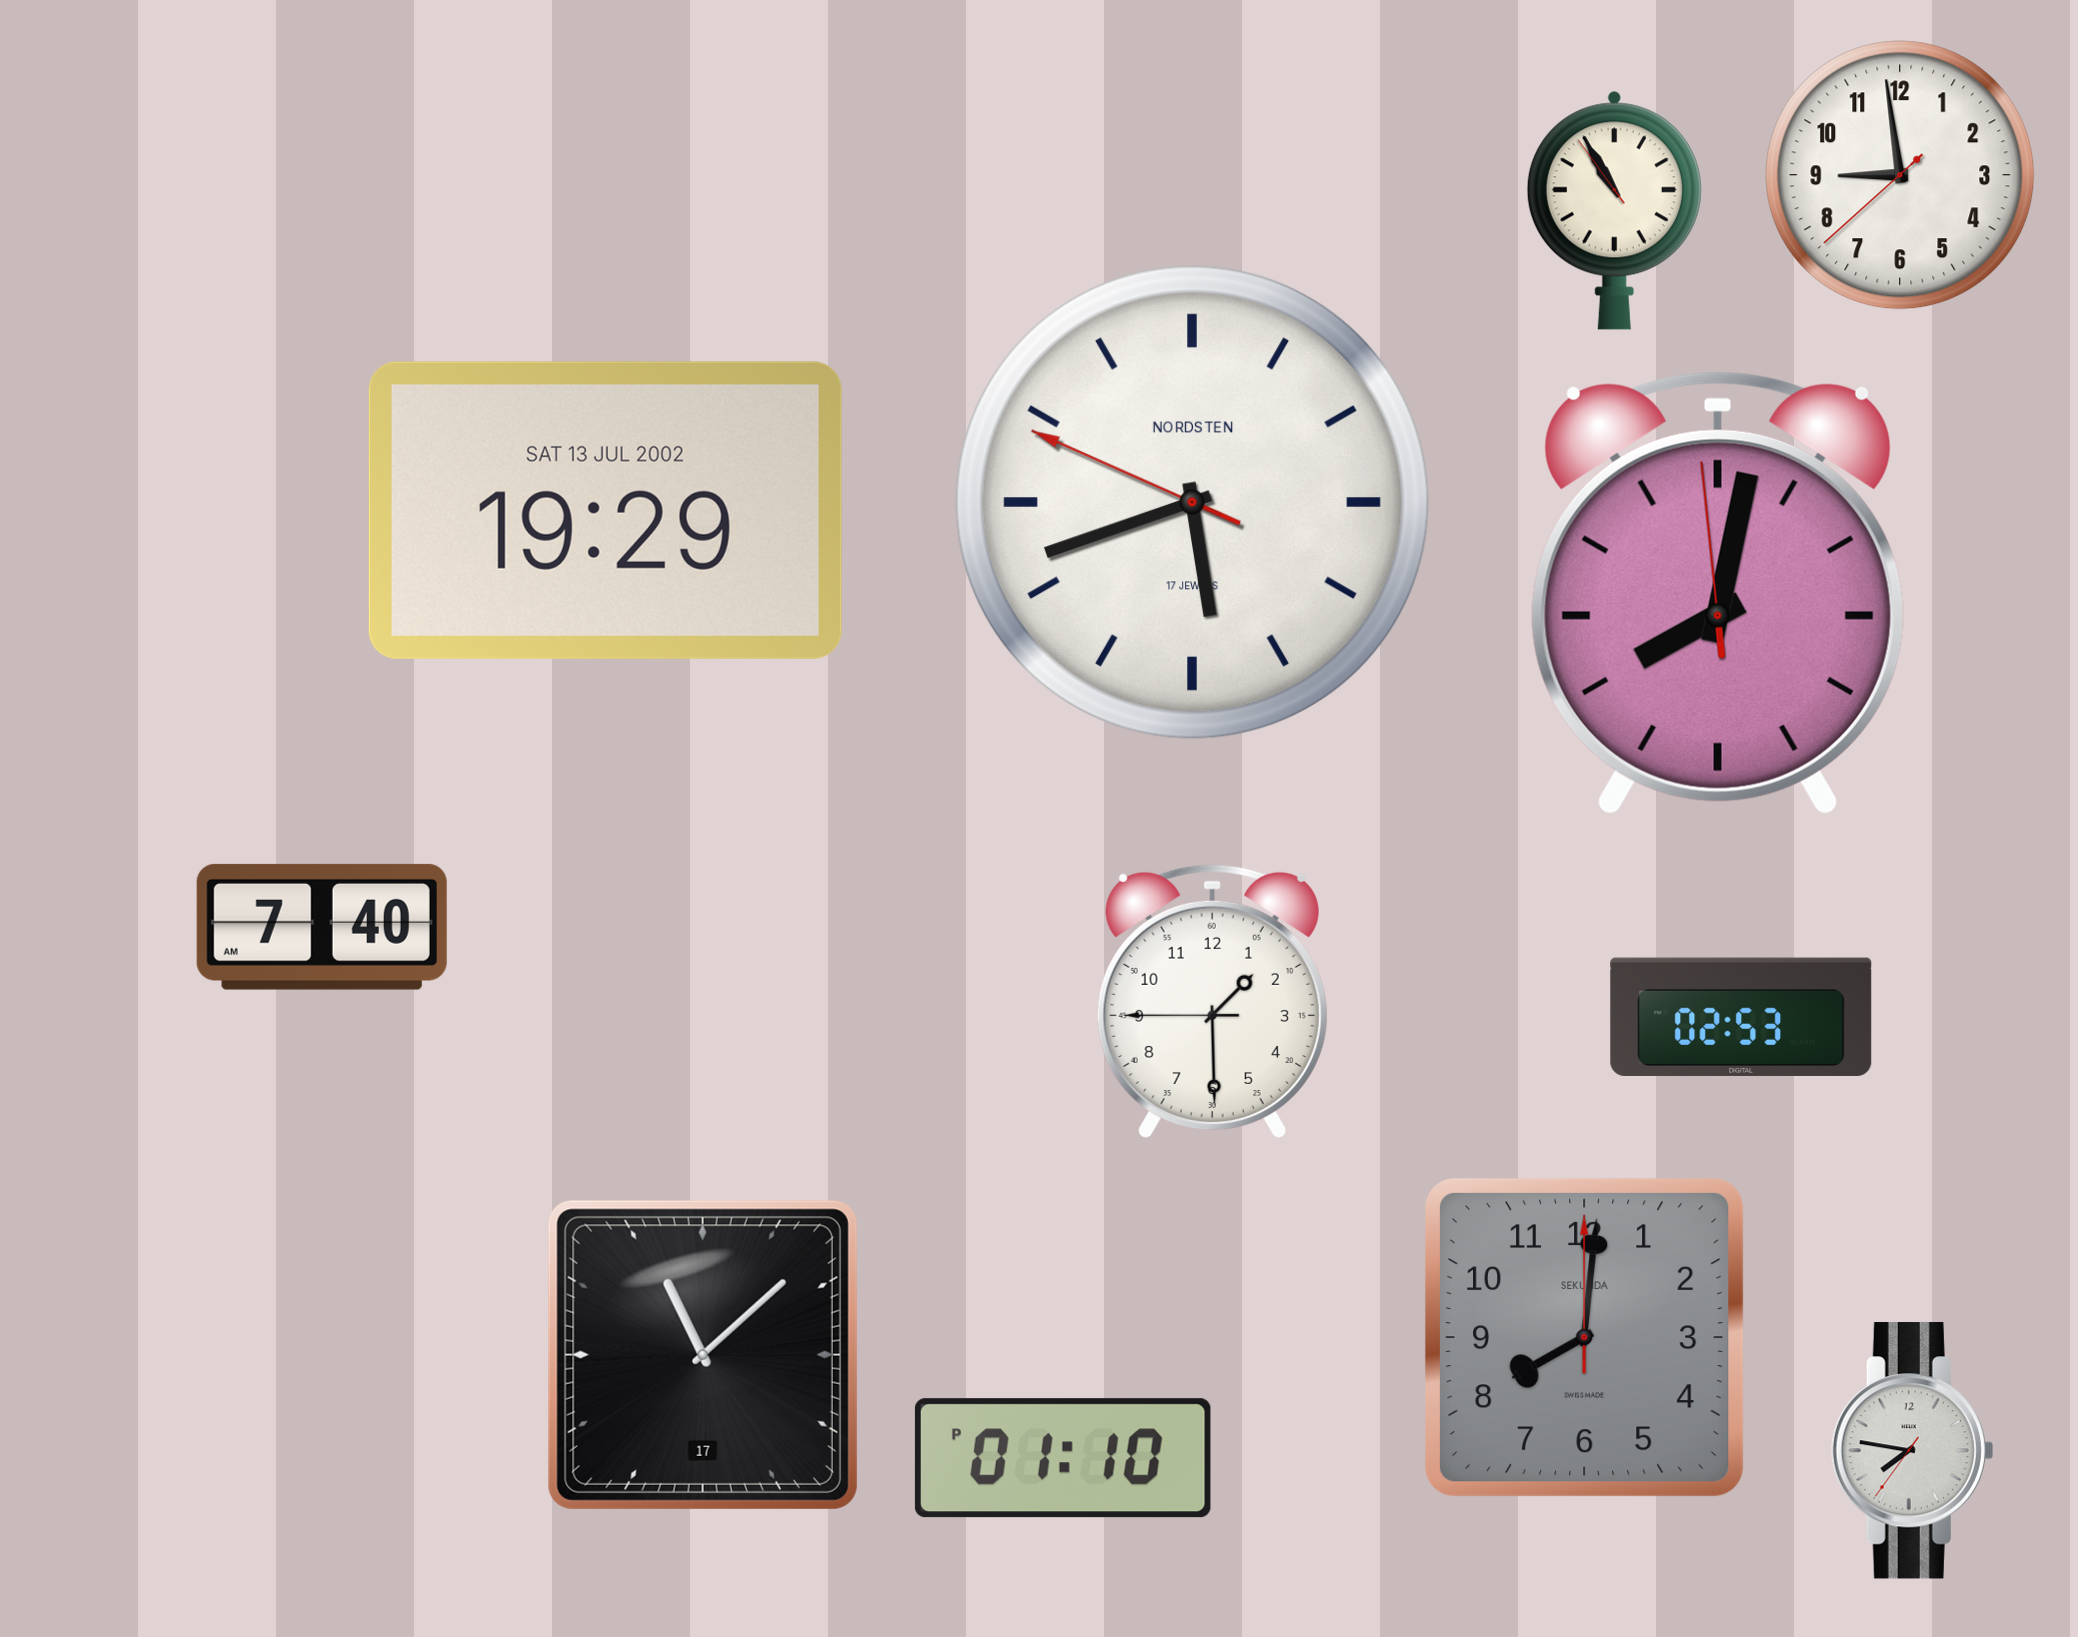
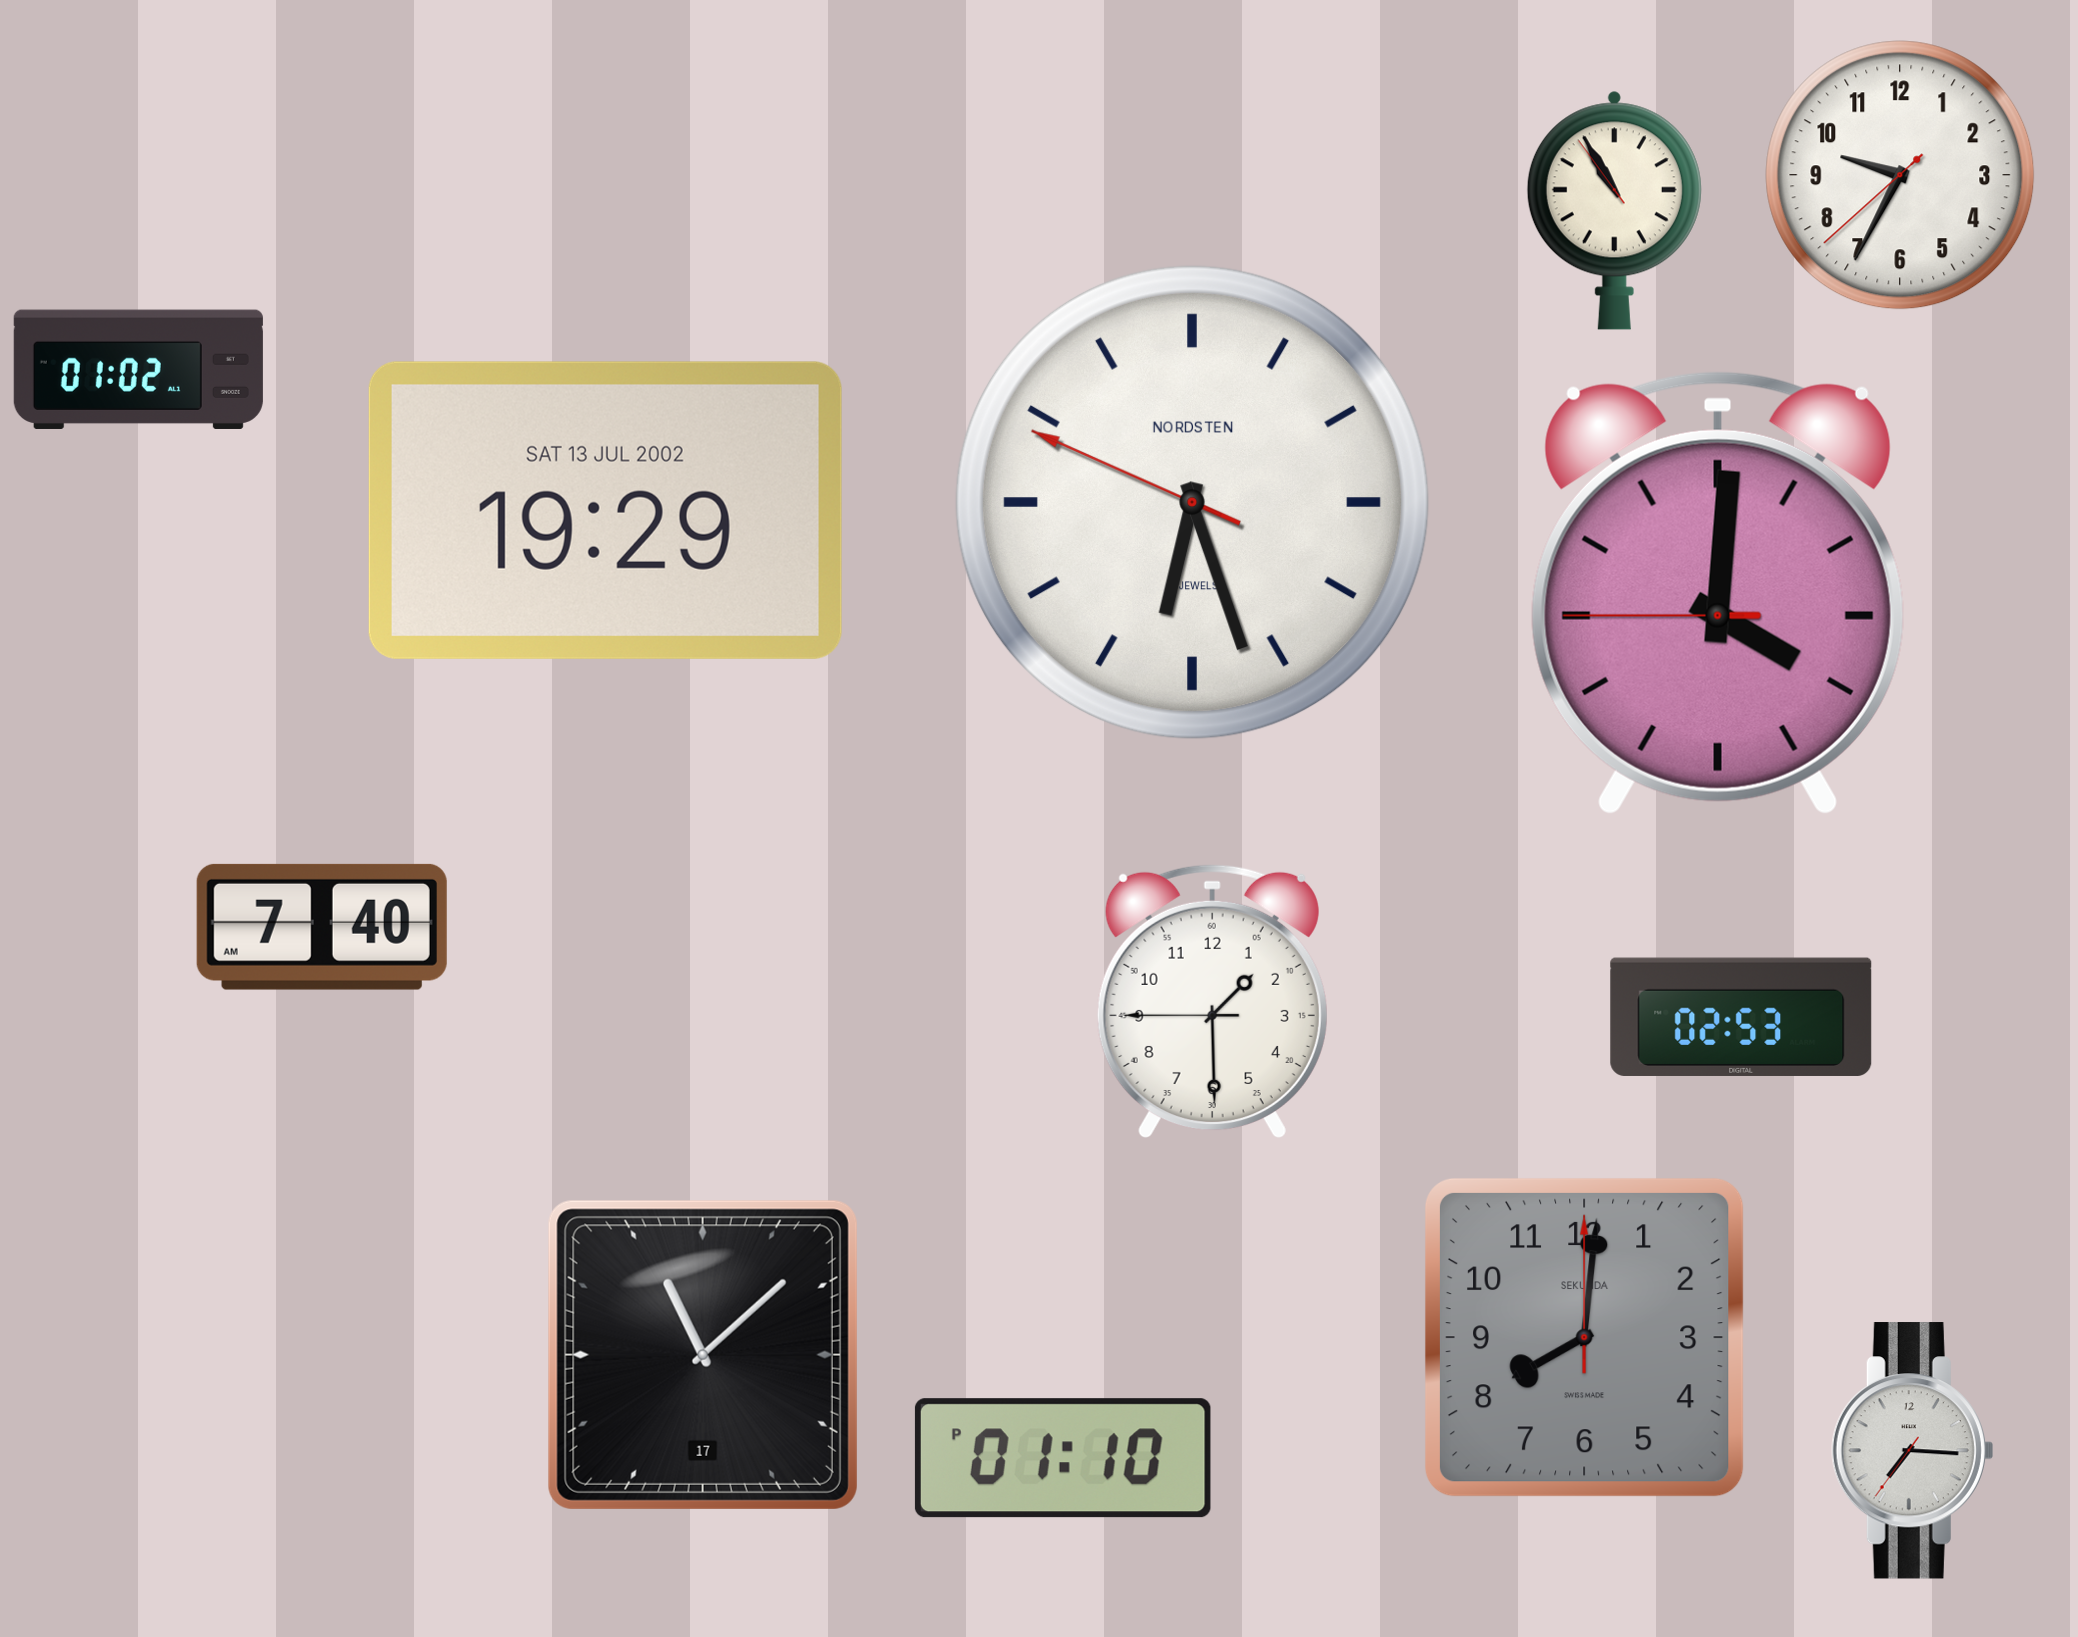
clock at (1900, 175): 8:58 -> 9:34
clock at (138, 369): none -> 01:02
clock at (1192, 502): 5:41 -> 6:26
clock at (1718, 593): 8:01 -> 4:00
clock at (1912, 1451): 7:46 -> 7:15
